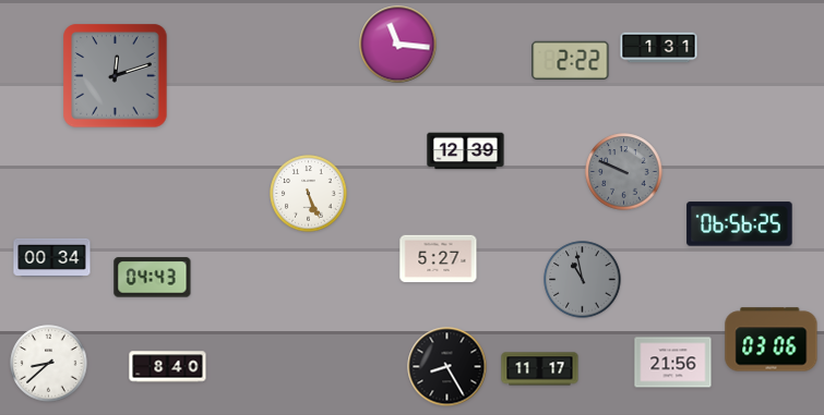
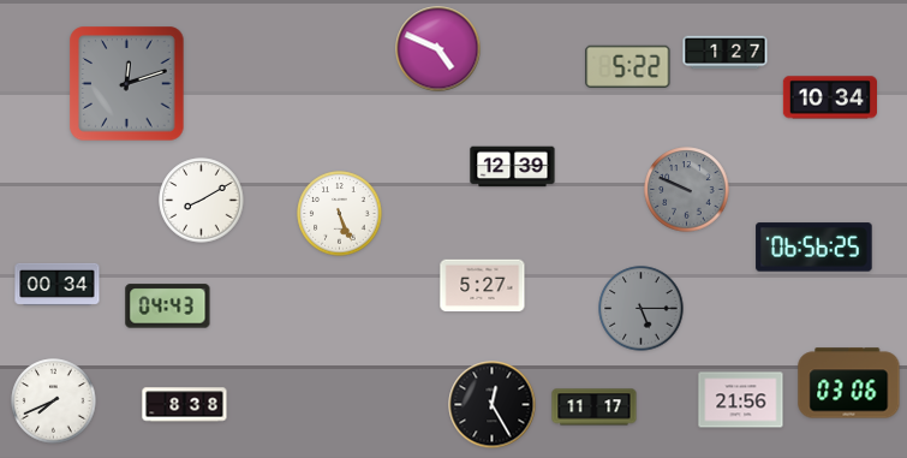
clock at (398, 45): 11:16 -> 4:49
clock at (659, 48): 1:31 -> 1:27
clock at (571, 60): 2:22 -> 5:22
clock at (829, 97): none -> 10:34
clock at (202, 201): none -> 8:10
clock at (583, 280): 10:58 -> 5:15
clock at (772, 340) position: (772, 340) -> (849, 383)
clock at (49, 364): 8:38 -> 7:41
clock at (168, 367): 8:40 -> 8:38
clock at (447, 367): 8:25 -> 12:25
